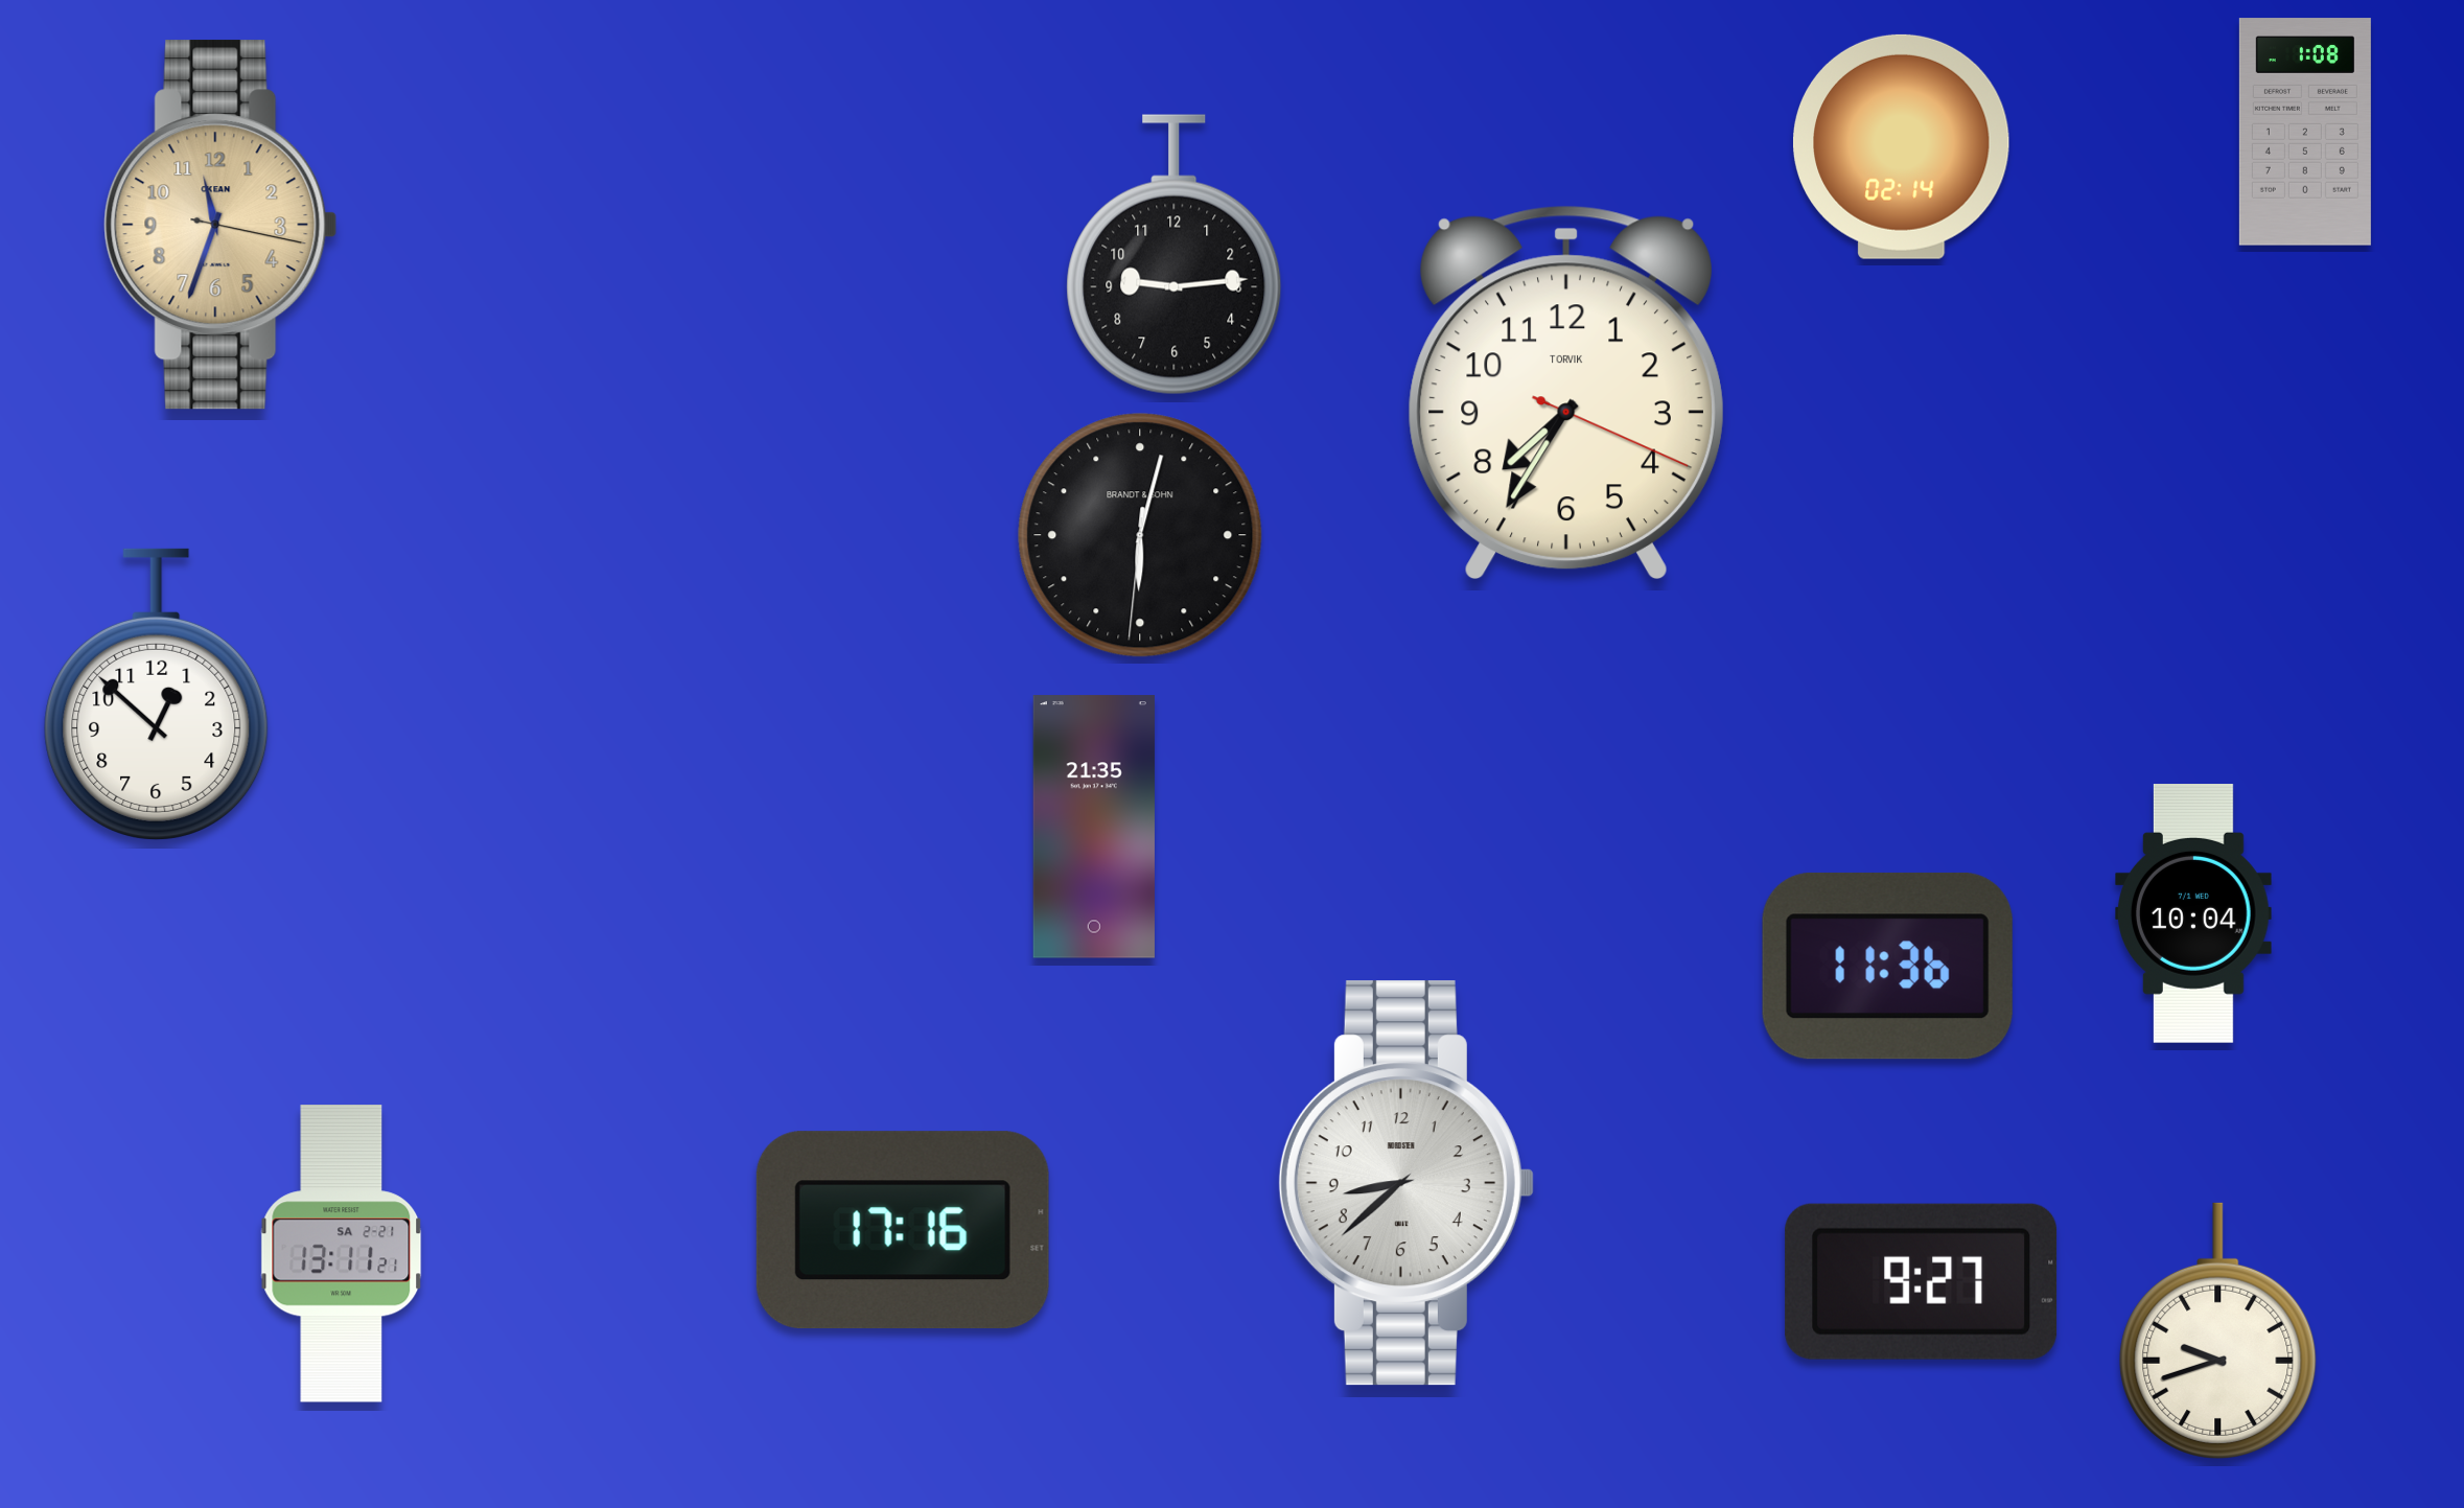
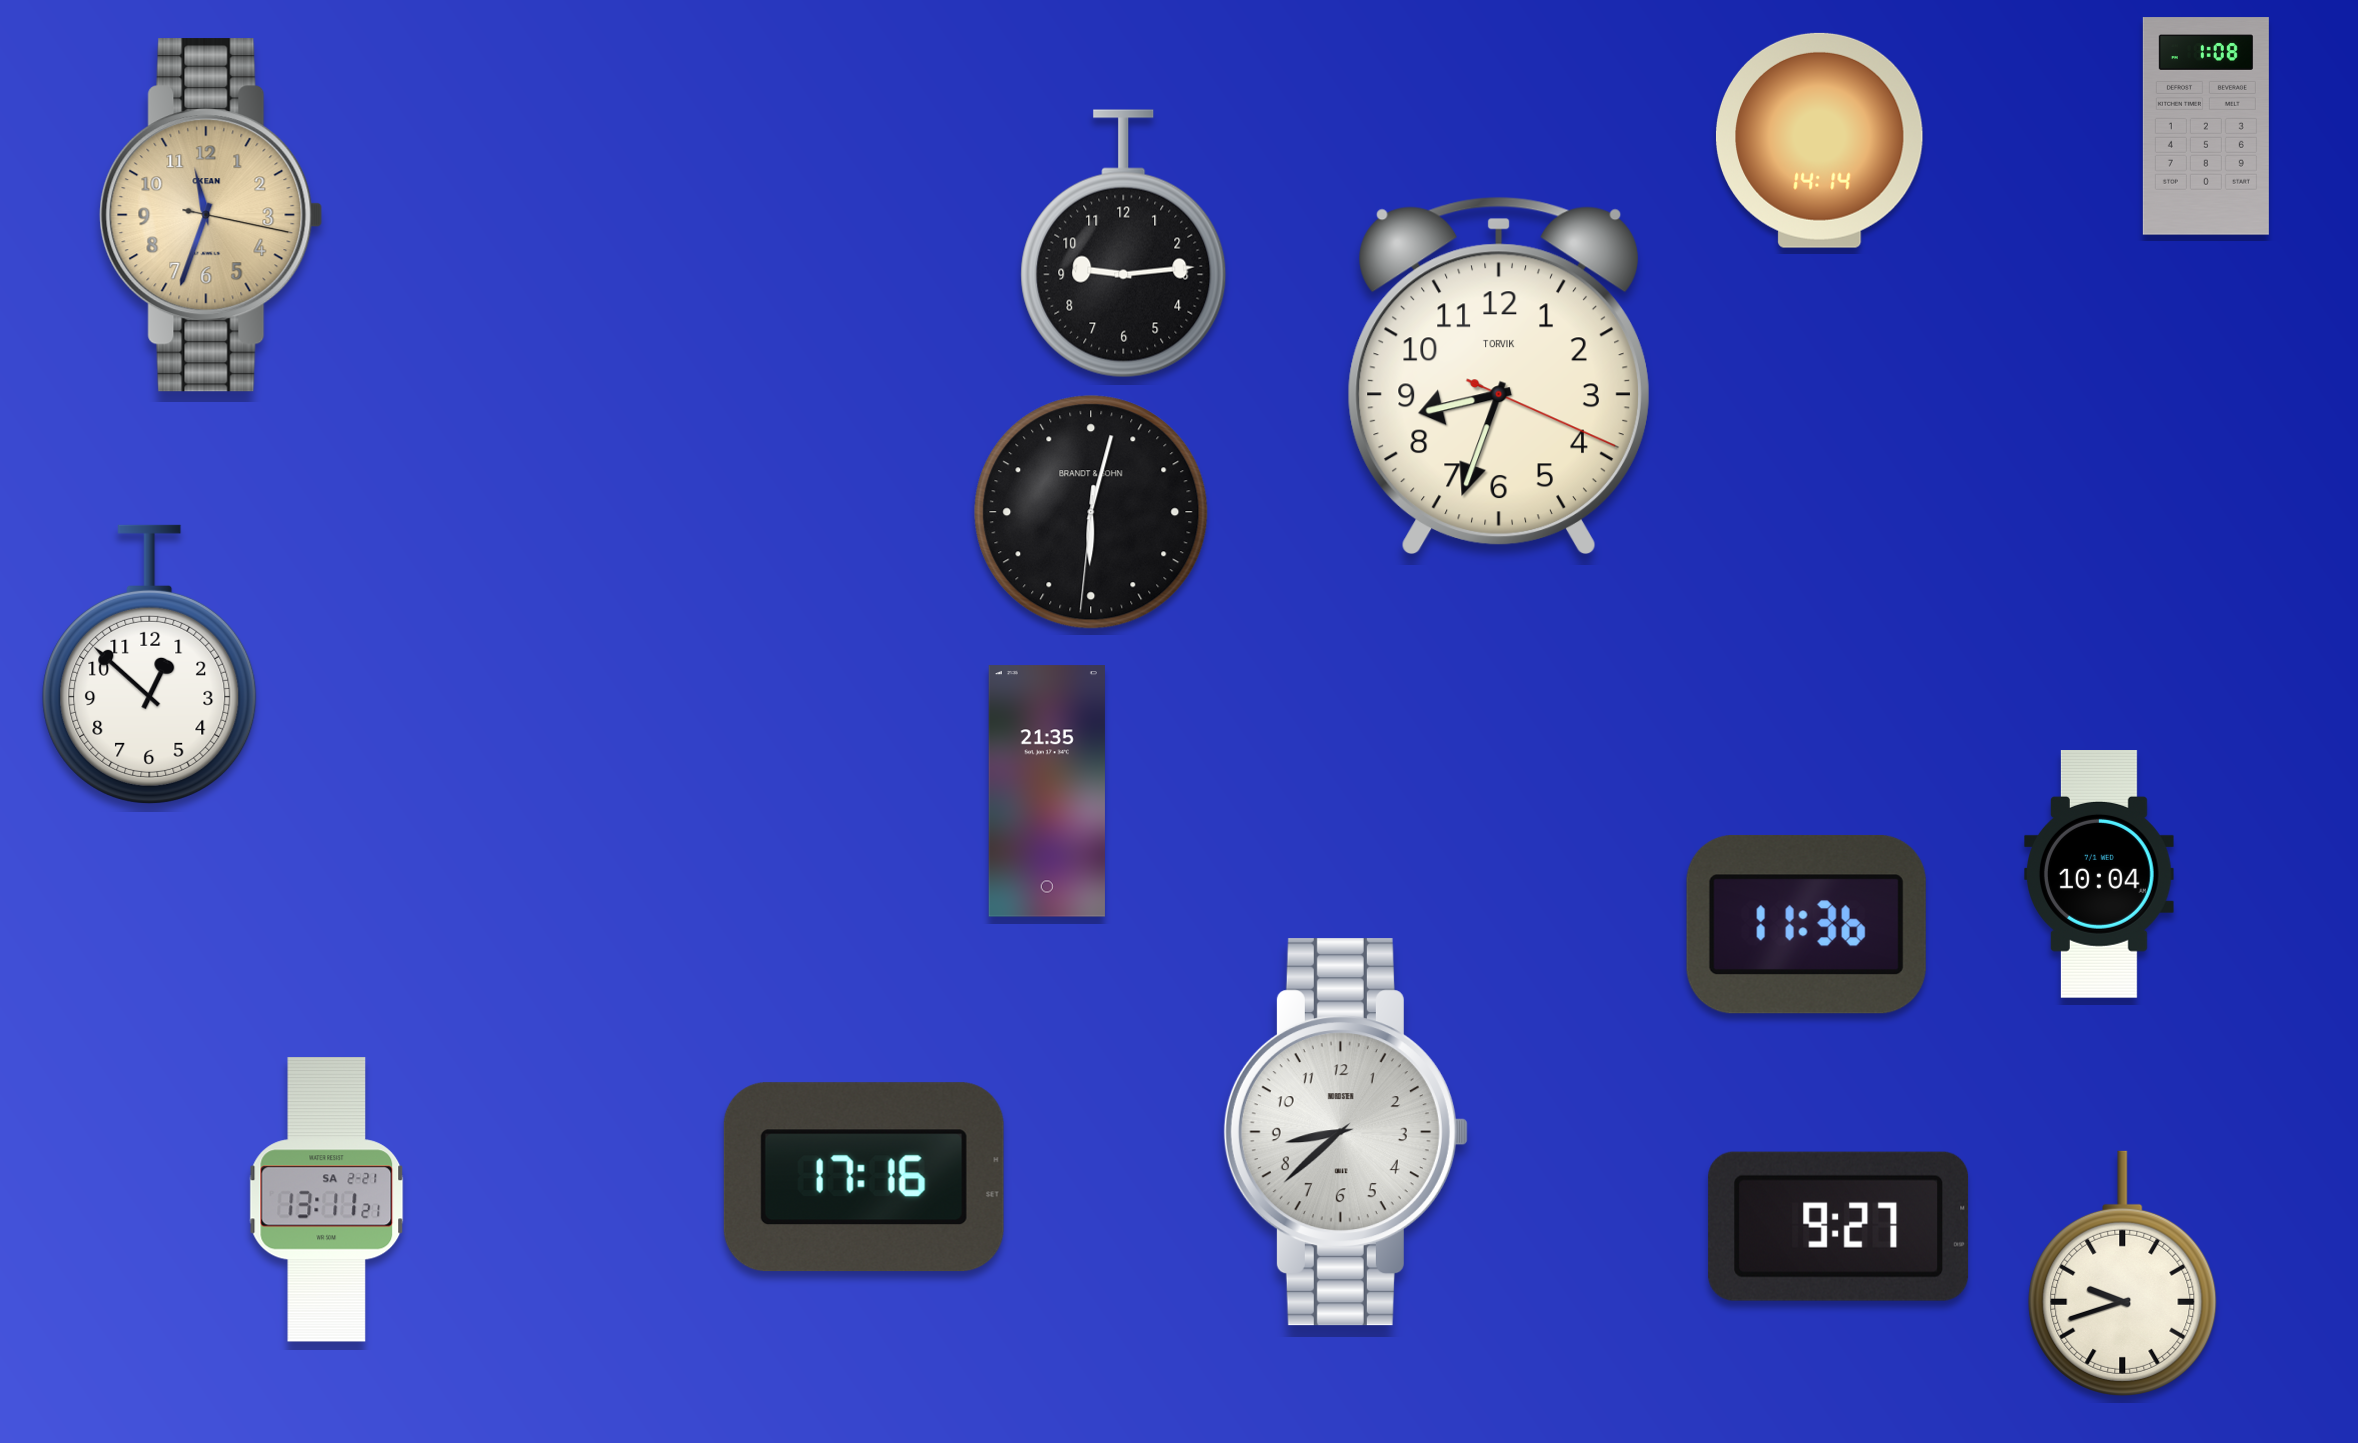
clock at (1901, 146): 02:14 -> 14:14
clock at (1566, 392): 7:35 -> 8:33
